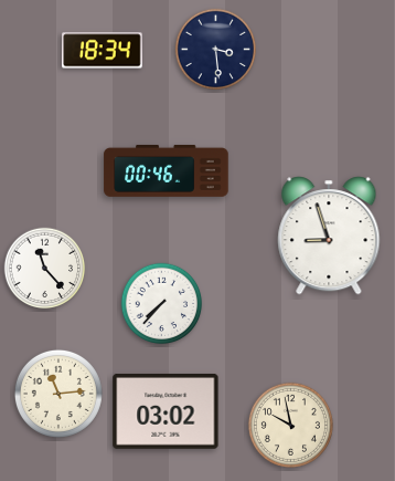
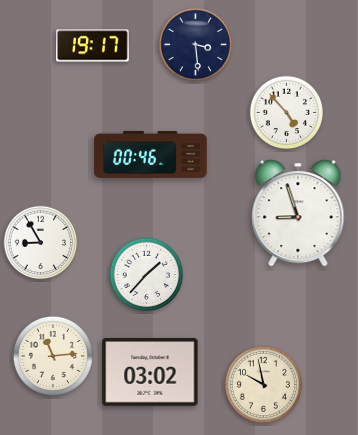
clock at (103, 51): 18:34 -> 19:17
clock at (287, 113): none -> 4:53
clock at (45, 269): 11:23 -> 8:55
clock at (162, 304): 7:37 -> 1:37
